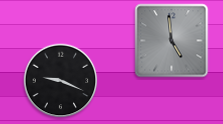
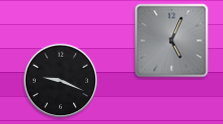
clock at (172, 41): 4:59 -> 5:04
